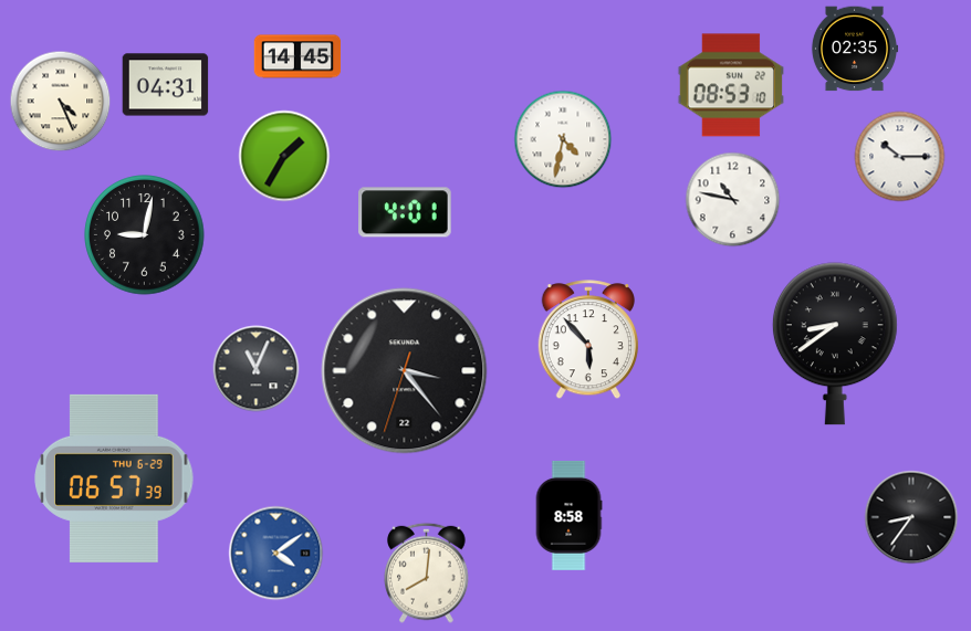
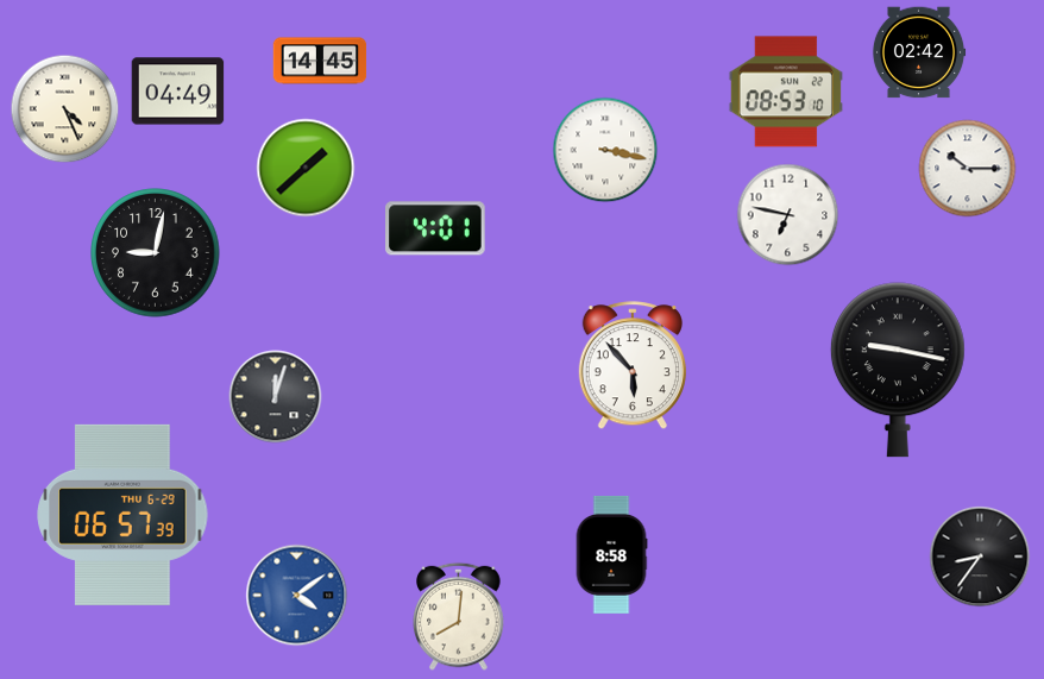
clock at (855, 49): 02:35 -> 02:42
clock at (166, 85): 04:31 -> 04:49
clock at (563, 139): 4:32 -> 3:17
clock at (284, 156): 1:35 -> 1:38
clock at (733, 200): 10:47 -> 6:47
clock at (835, 344): 8:39 -> 9:17
clock at (257, 369): 11:04 -> 12:03
clock at (405, 371): 3:23 -> none
